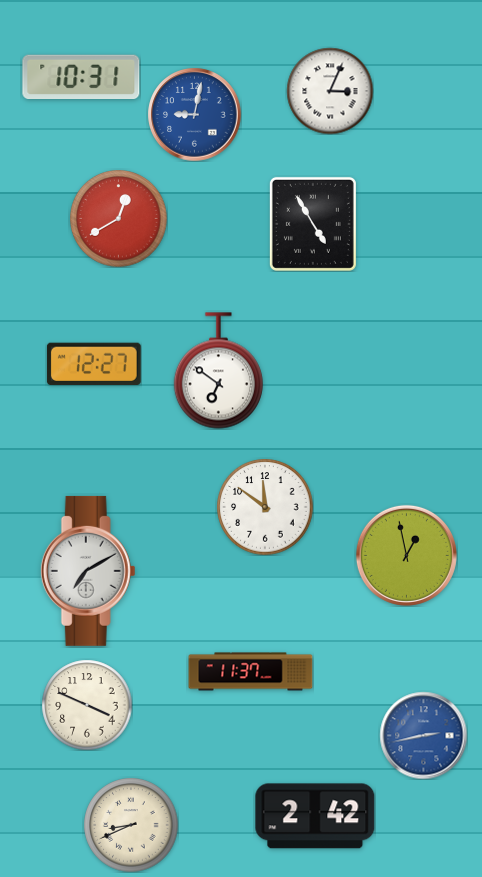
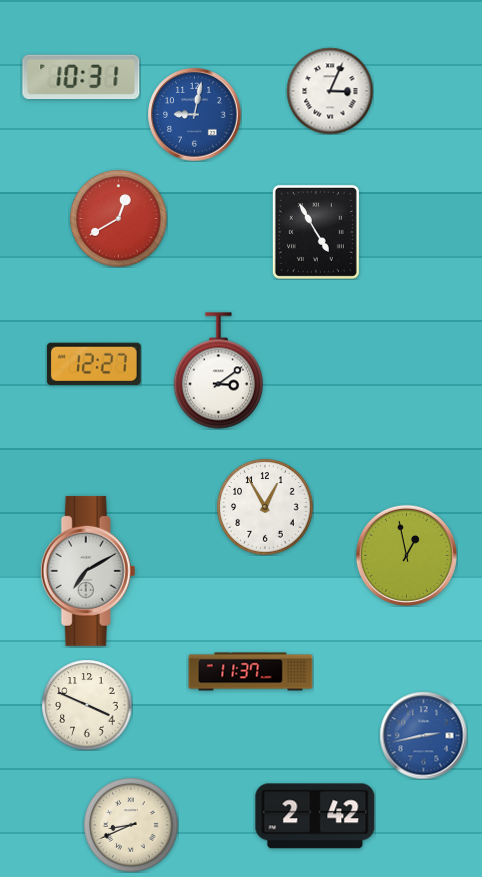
clock at (313, 224) position: (313, 224) -> (316, 232)
clock at (218, 371): 6:51 -> 3:09
clock at (265, 507): 11:51 -> 12:55
